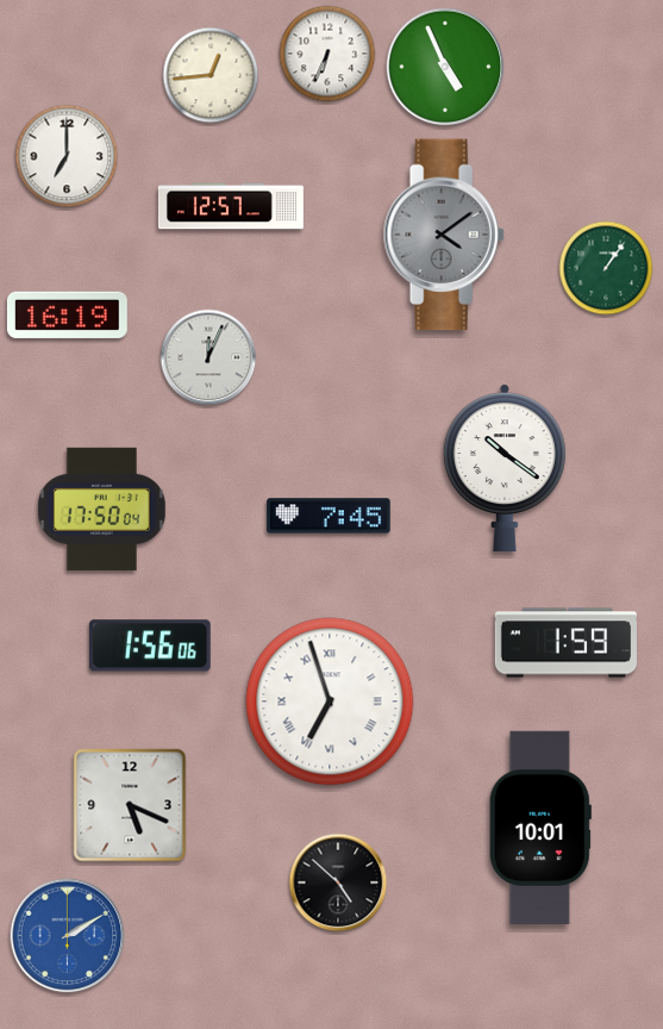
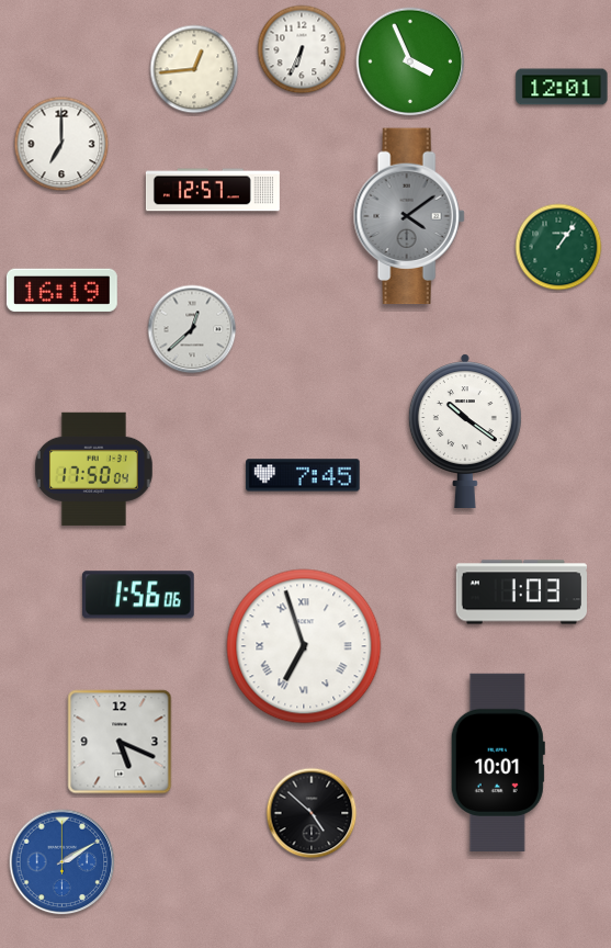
clock at (445, 67): 4:56 -> 3:56
clock at (562, 87): none -> 12:01
clock at (208, 357): 12:04 -> 12:38
clock at (565, 643): 1:59 -> 1:03
